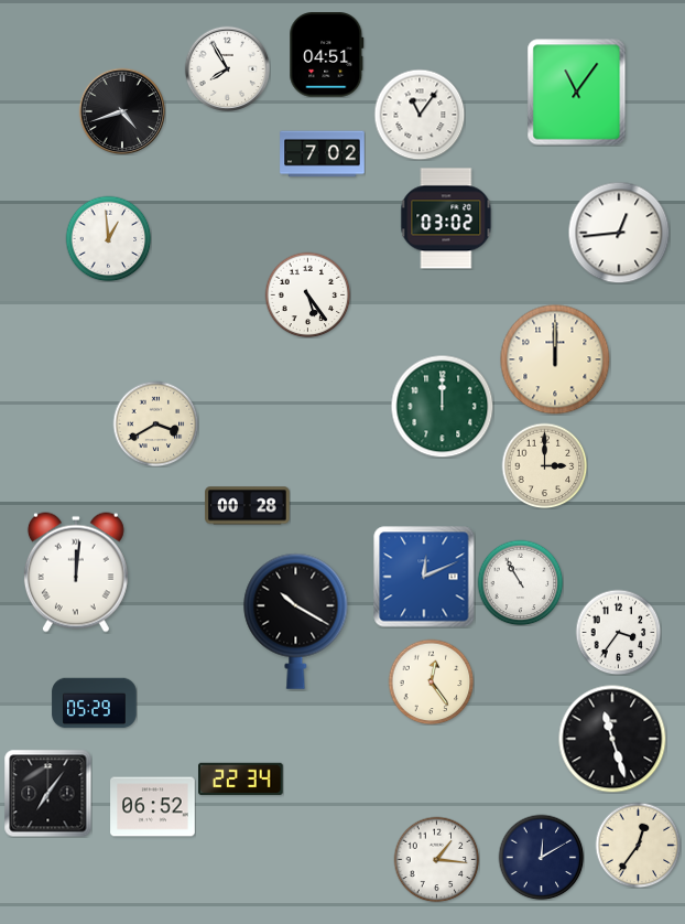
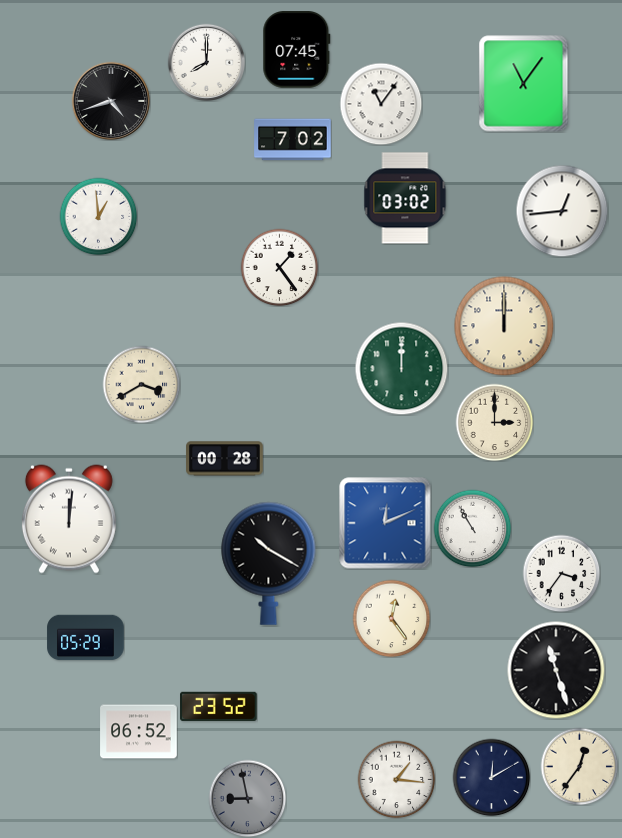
clock at (327, 55): 04:51 -> 07:45
clock at (227, 68): 7:55 -> 8:00
clock at (307, 294): 5:24 -> 1:24
clock at (241, 778): 22:34 -> 23:52
clock at (47, 793): 7:06 -> none
clock at (247, 798): none -> 8:58
